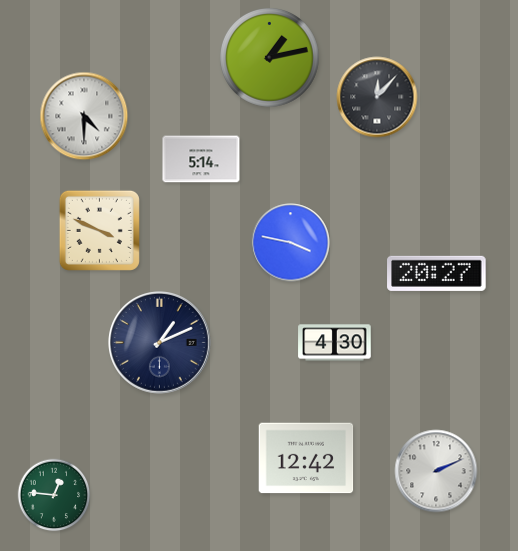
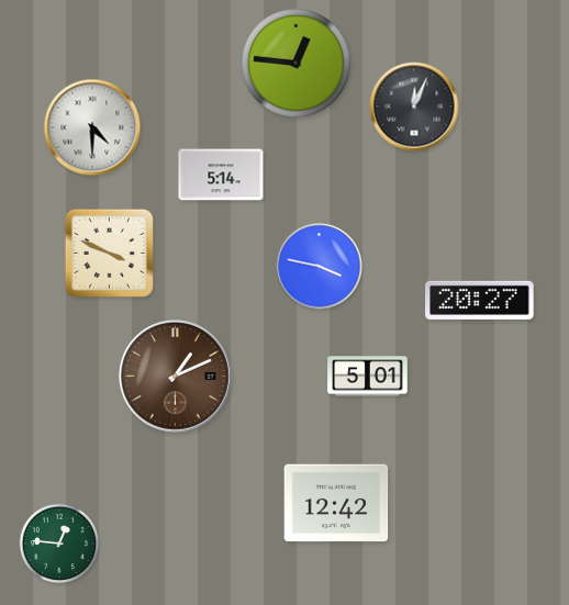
clock at (270, 58): 1:13 -> 12:46
clock at (377, 97): 12:07 -> 12:04
clock at (160, 343) dial: navy -> brown
clock at (335, 343): 4:30 -> 5:01
clock at (436, 471): 2:11 -> none
